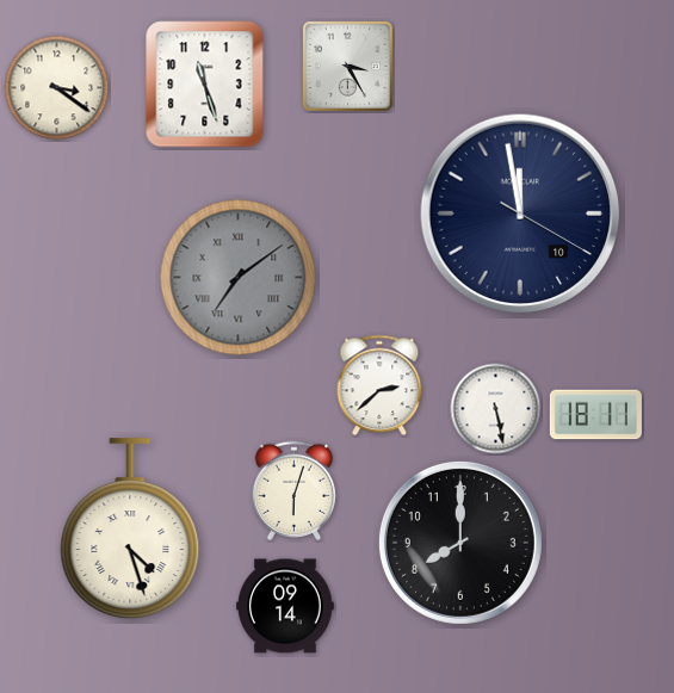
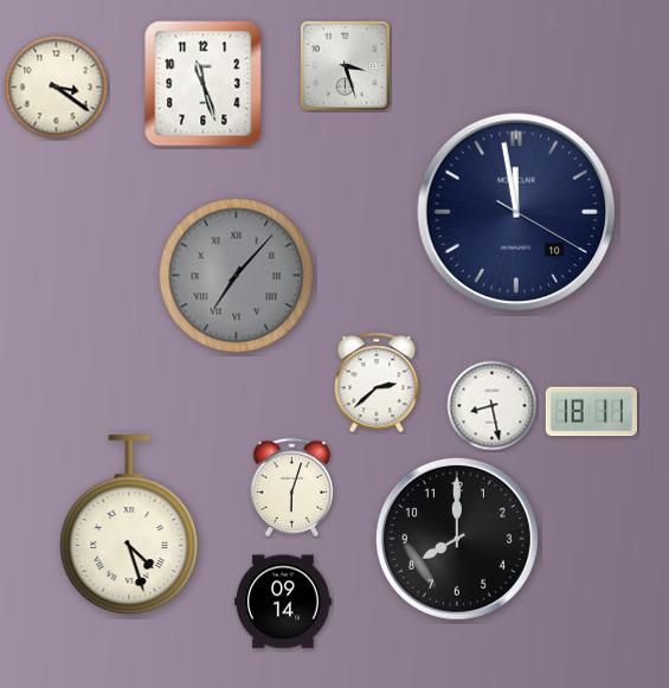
clock at (347, 66): 3:25 -> 3:27
clock at (239, 278): 7:09 -> 7:07
clock at (496, 409): 5:28 -> 8:28
